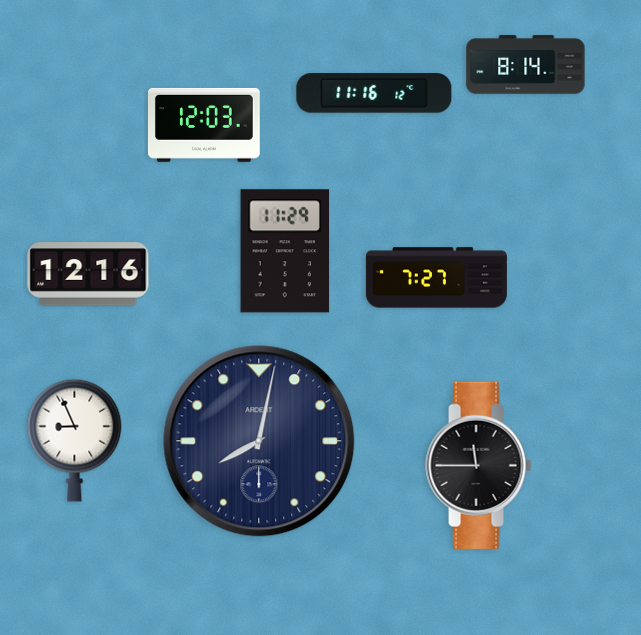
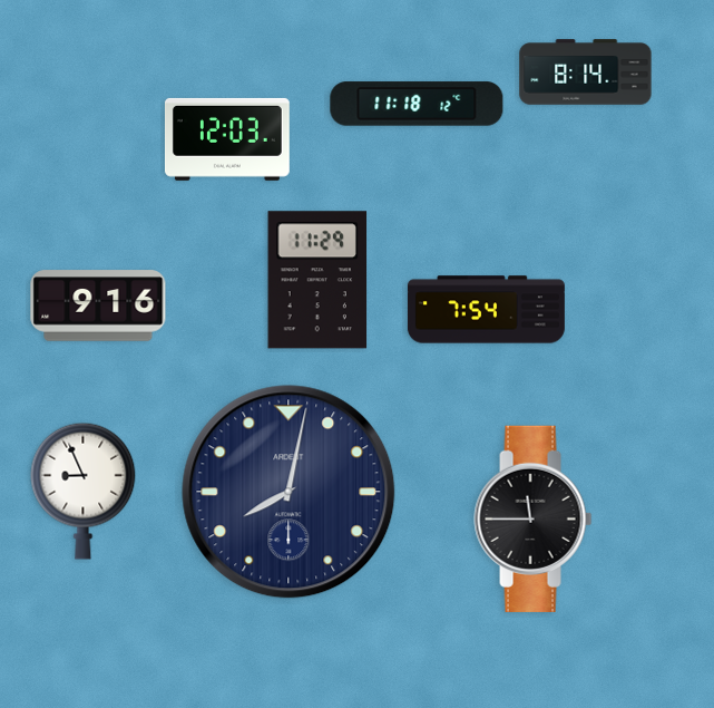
clock at (374, 93): 11:16 -> 11:18
clock at (88, 274): 12:16 -> 9:16
clock at (436, 278): 7:27 -> 7:54
